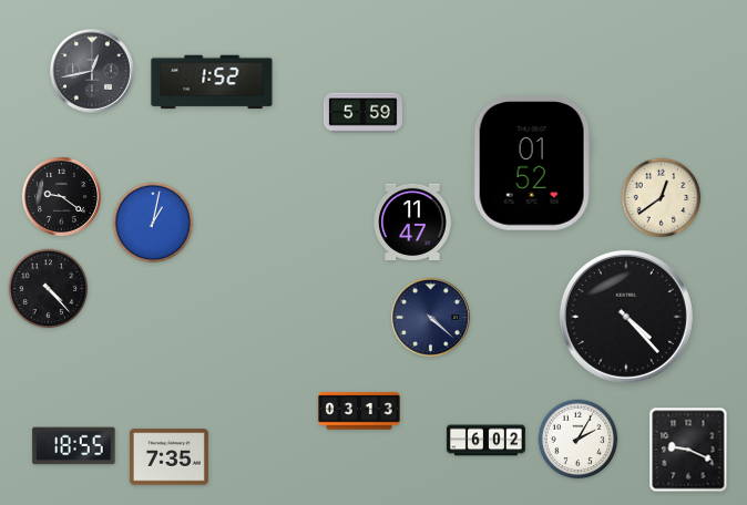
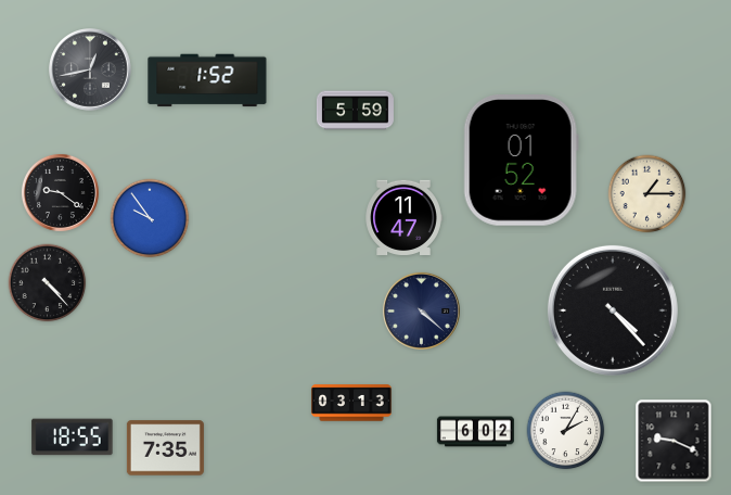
clock at (662, 198): 12:39 -> 1:15
clock at (153, 223): 1:02 -> 9:54
